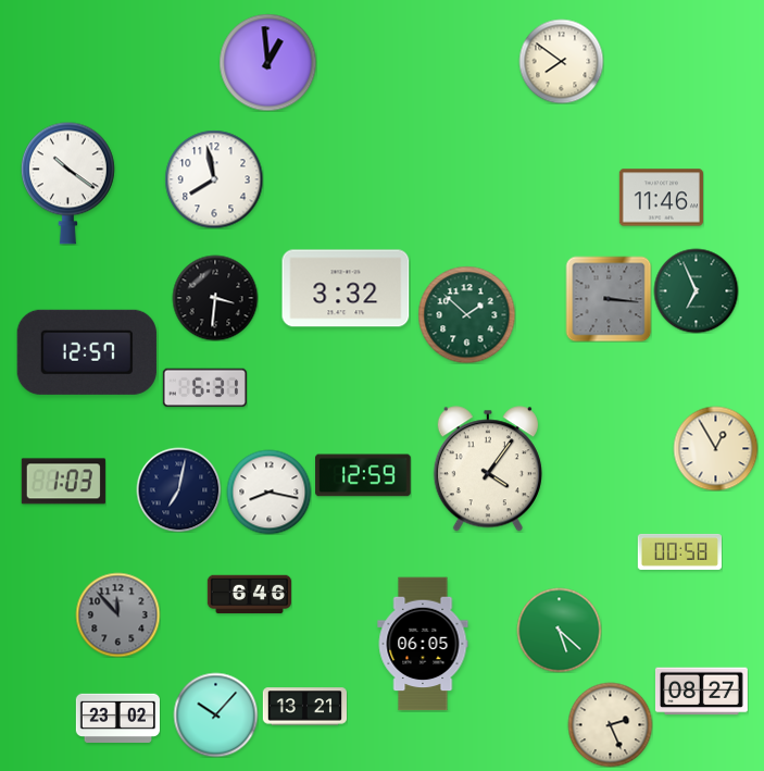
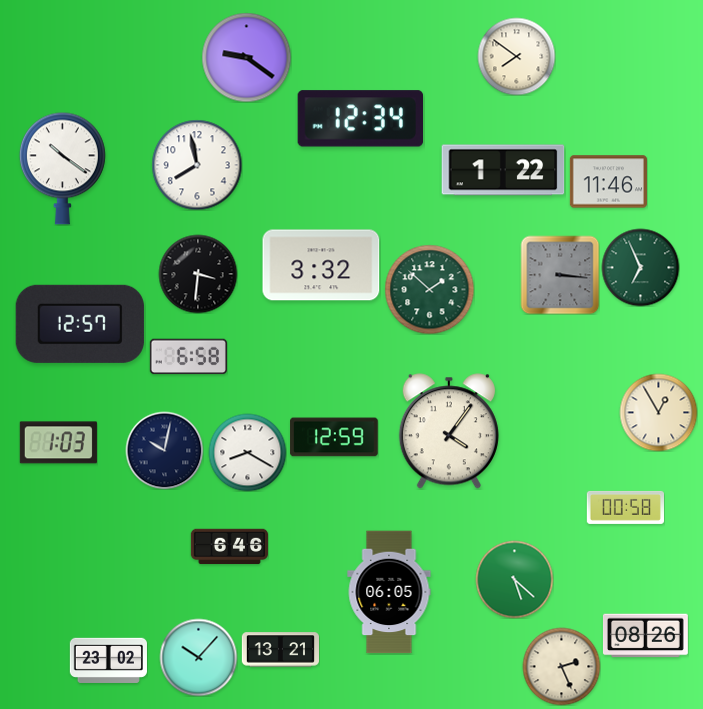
clock at (267, 62): 12:59 -> 9:21
clock at (360, 119): none -> 12:34
clock at (503, 170): none -> 1:22
clock at (346, 288) position: (346, 288) -> (321, 265)
clock at (204, 388): 6:31 -> 6:58
clock at (178, 489): 7:02 -> 10:02
clock at (268, 492): 8:17 -> 8:20
clock at (117, 614): 11:53 -> none
clock at (701, 692): 08:27 -> 08:26
